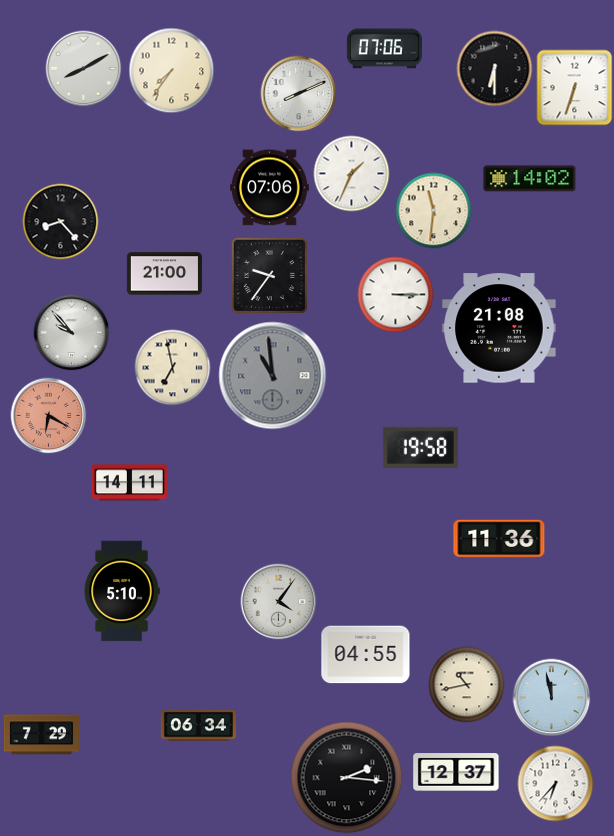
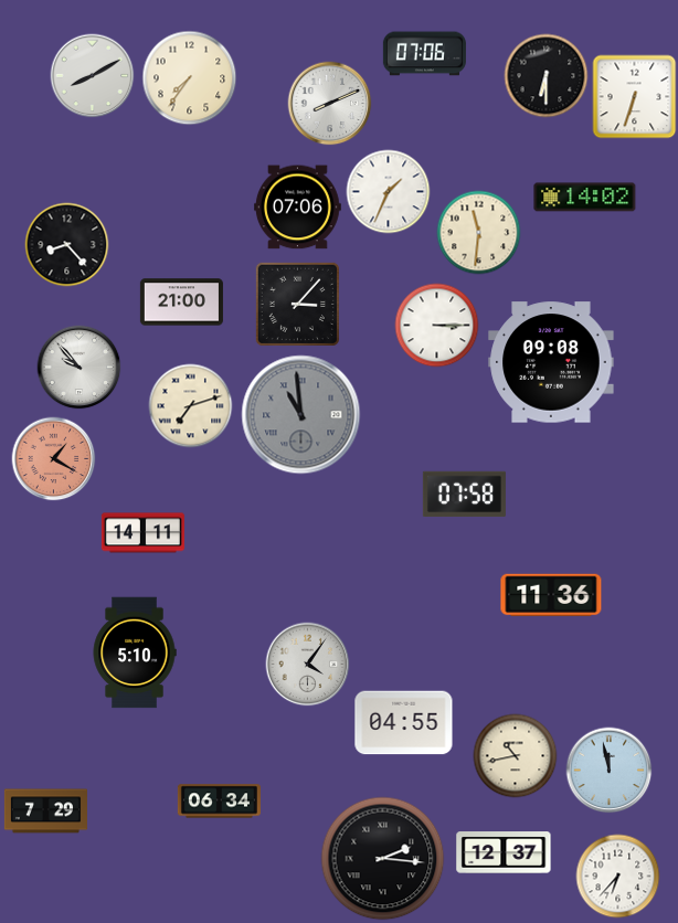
clock at (269, 275): 9:36 -> 3:07
clock at (499, 328): 21:08 -> 09:08
clock at (173, 368): 6:58 -> 7:12
clock at (49, 416): 6:20 -> 1:20
clock at (420, 448): 19:58 -> 07:58
clock at (556, 784) position: (556, 784) -> (618, 877)
